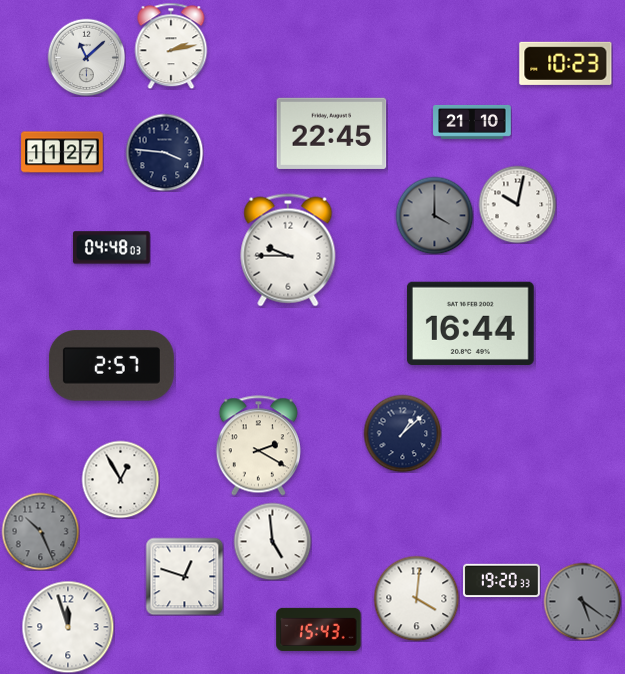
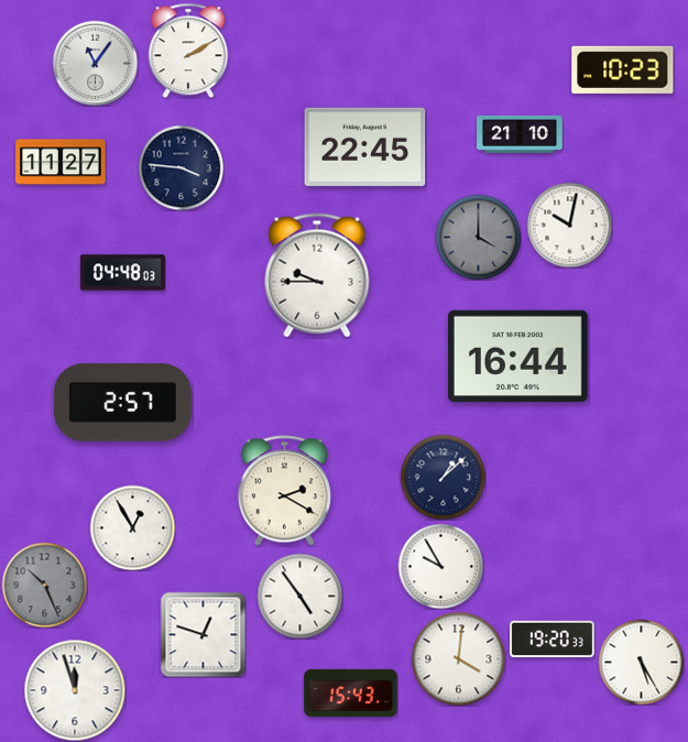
clock at (171, 46): 2:13 -> 2:10
clock at (86, 57): 11:08 -> 11:06
clock at (62, 152) position: (62, 152) -> (61, 162)
clock at (440, 566): none -> 9:55
clock at (272, 541): 4:59 -> 4:54
clock at (582, 601): 5:21 -> 5:25
clock at (582, 601) dial: grey -> white
